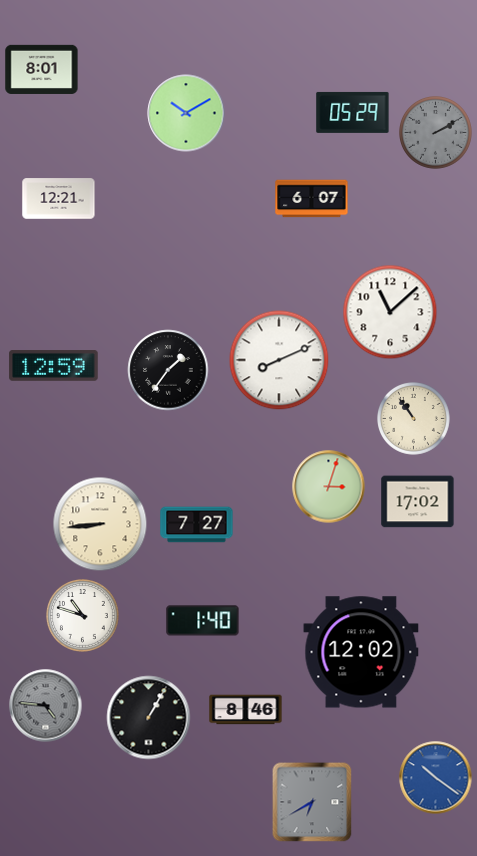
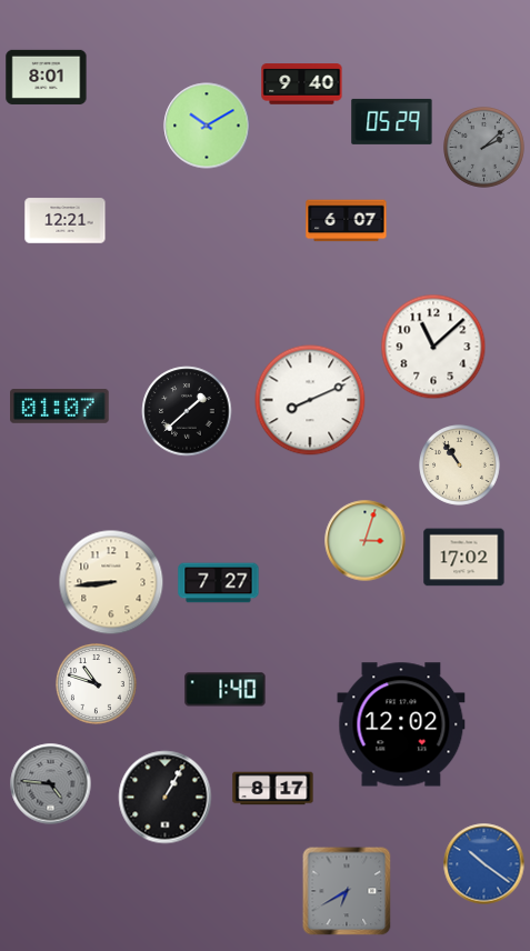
clock at (302, 84): none -> 9:40
clock at (353, 112) position: (353, 112) -> (392, 121)
clock at (436, 133): 2:10 -> 2:08
clock at (54, 366): 12:59 -> 01:07
clock at (168, 370): 1:36 -> 1:38
clock at (83, 616) position: (83, 616) -> (97, 684)
clock at (246, 710): 8:46 -> 8:17
